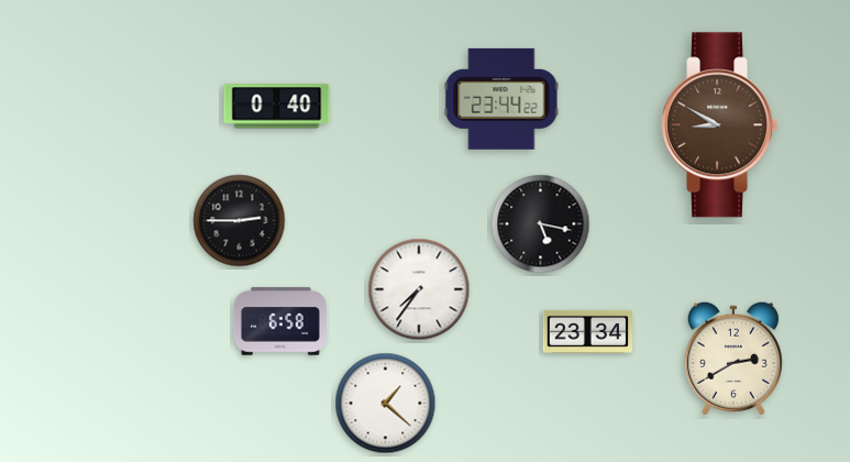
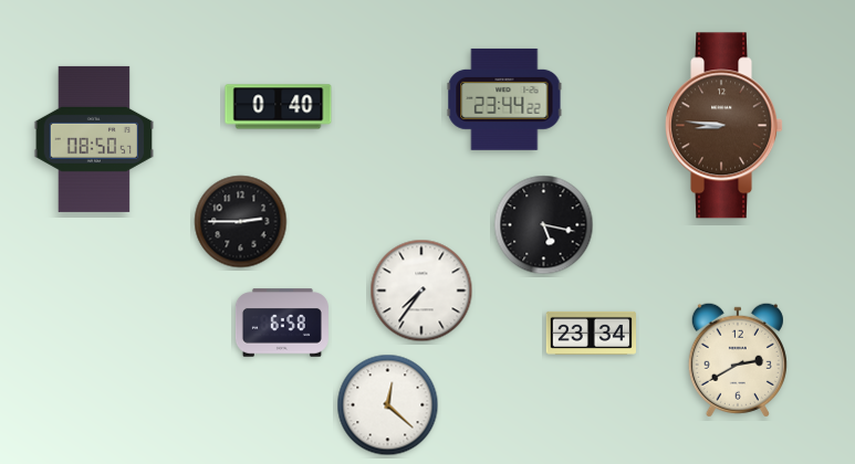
clock at (720, 125): 8:50 -> 8:46
clock at (94, 139): none -> 08:50
clock at (386, 404): 1:22 -> 12:22
